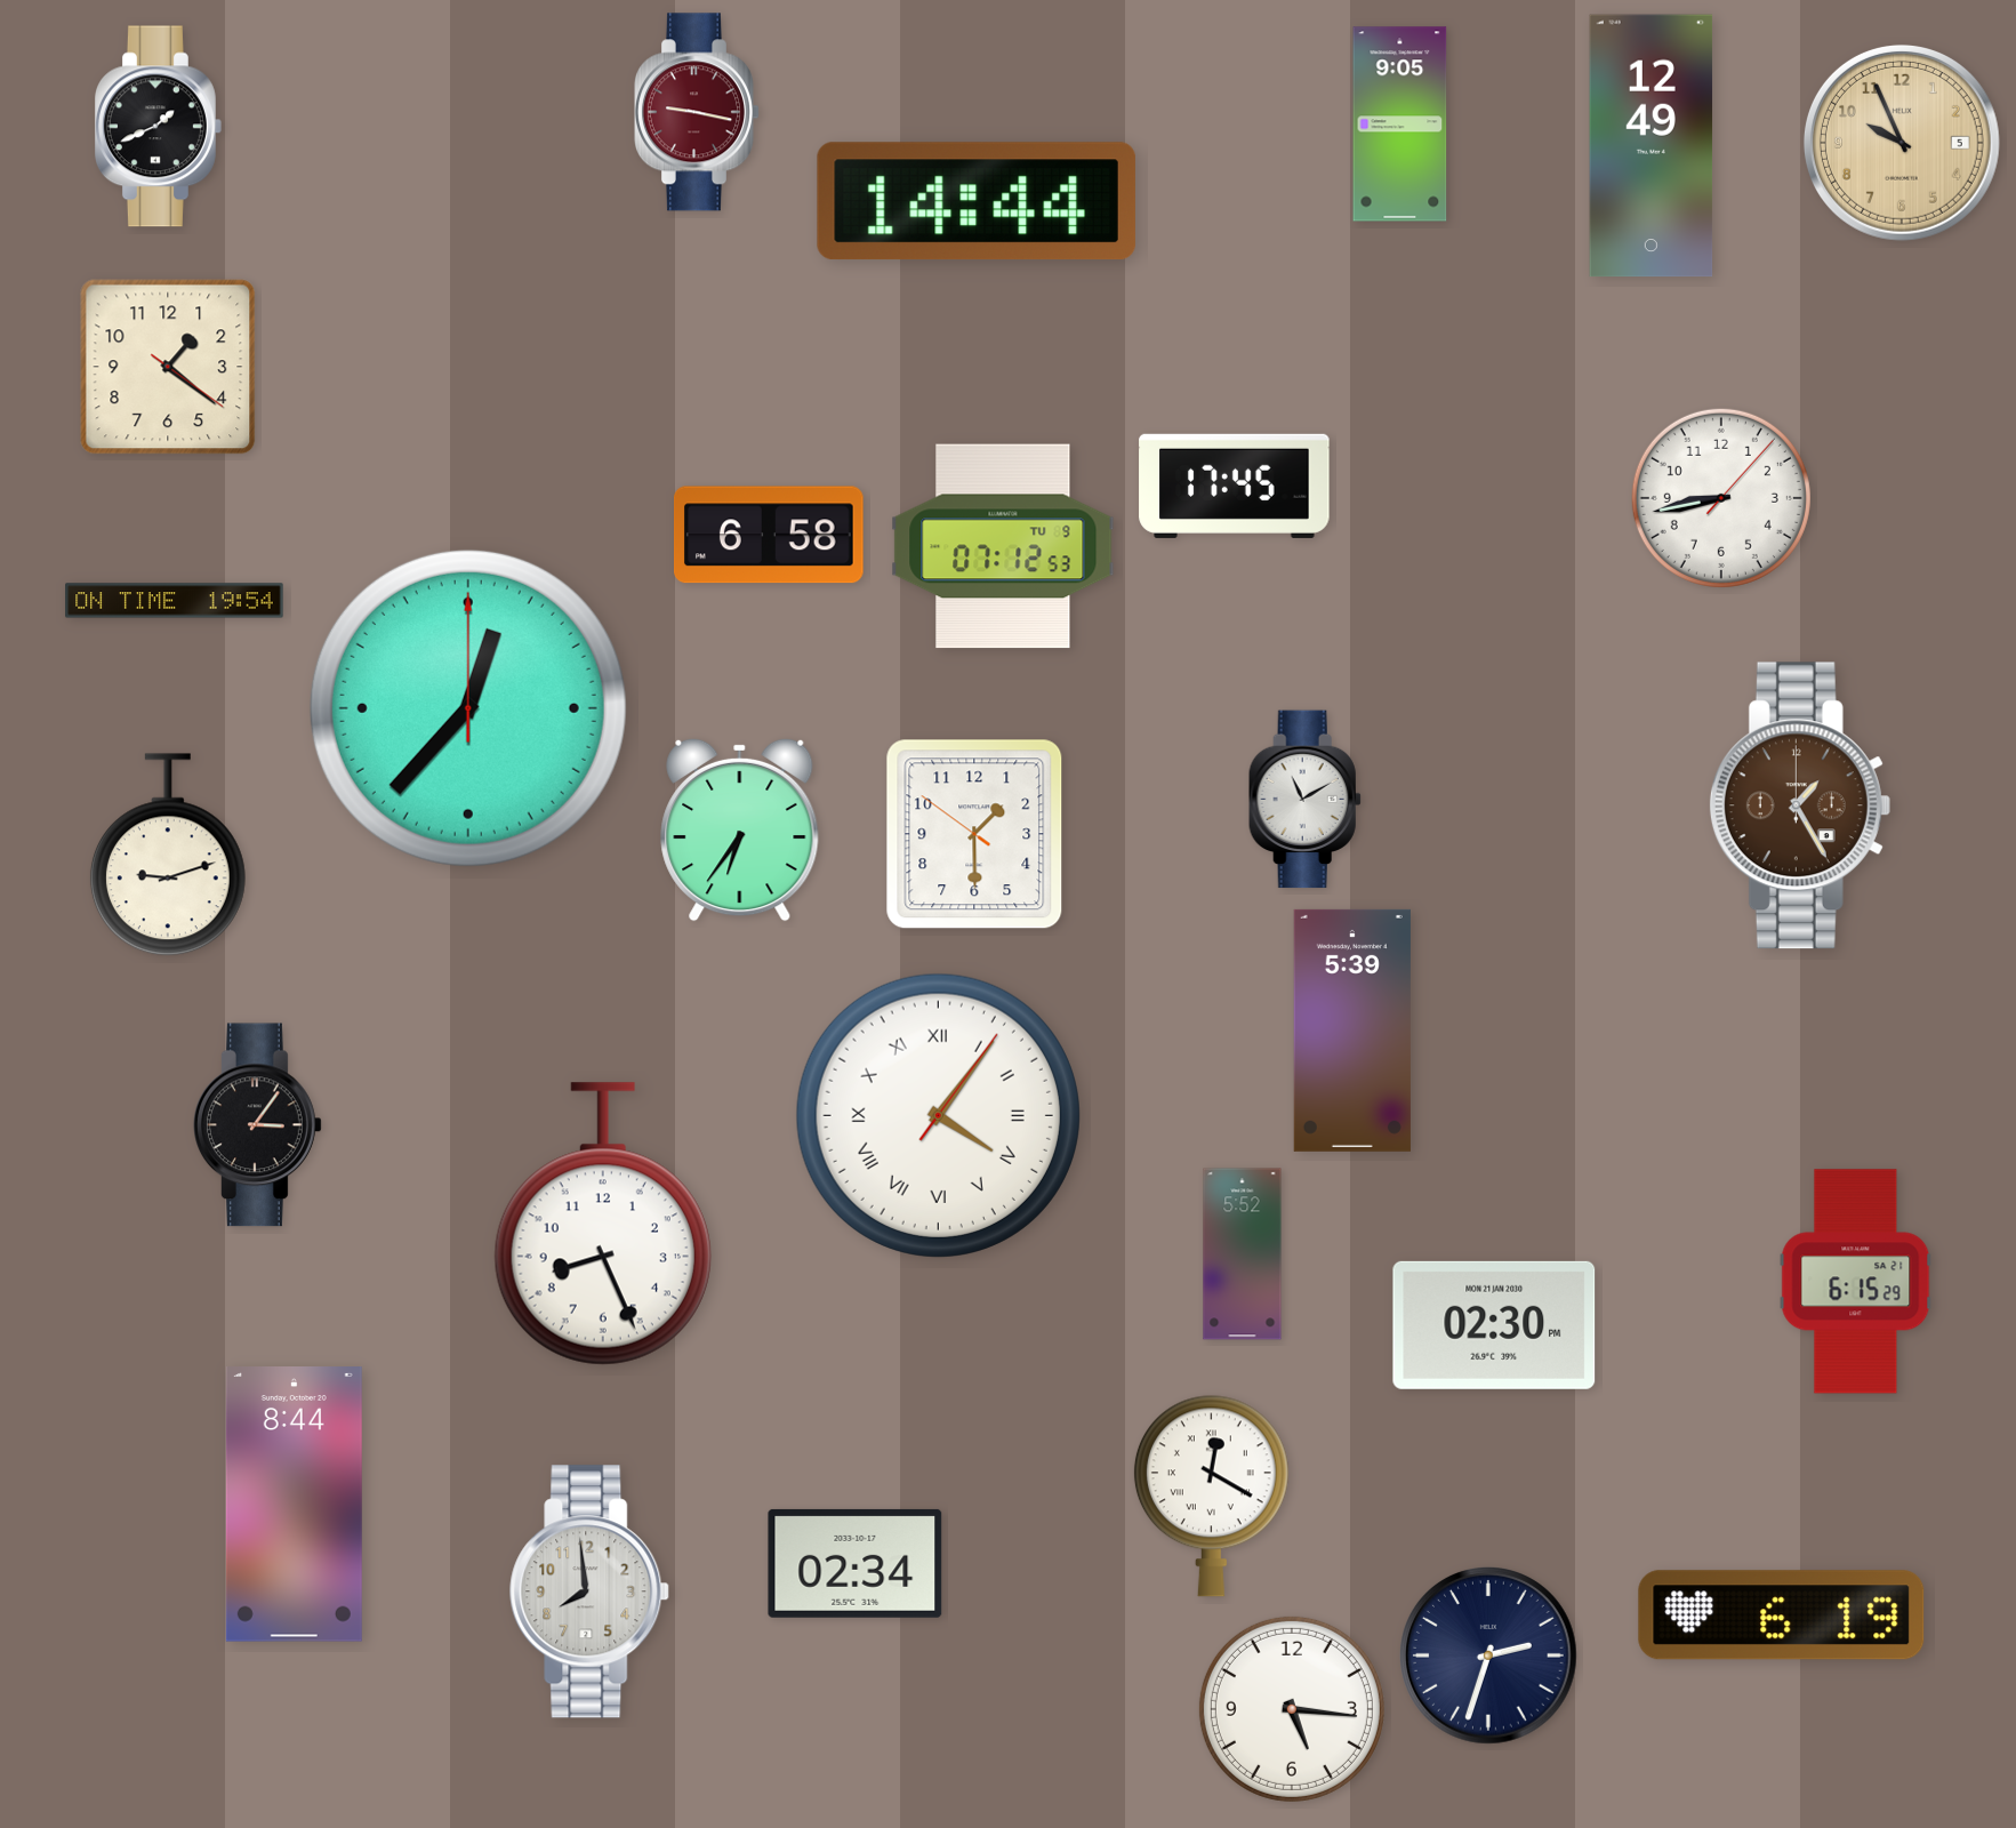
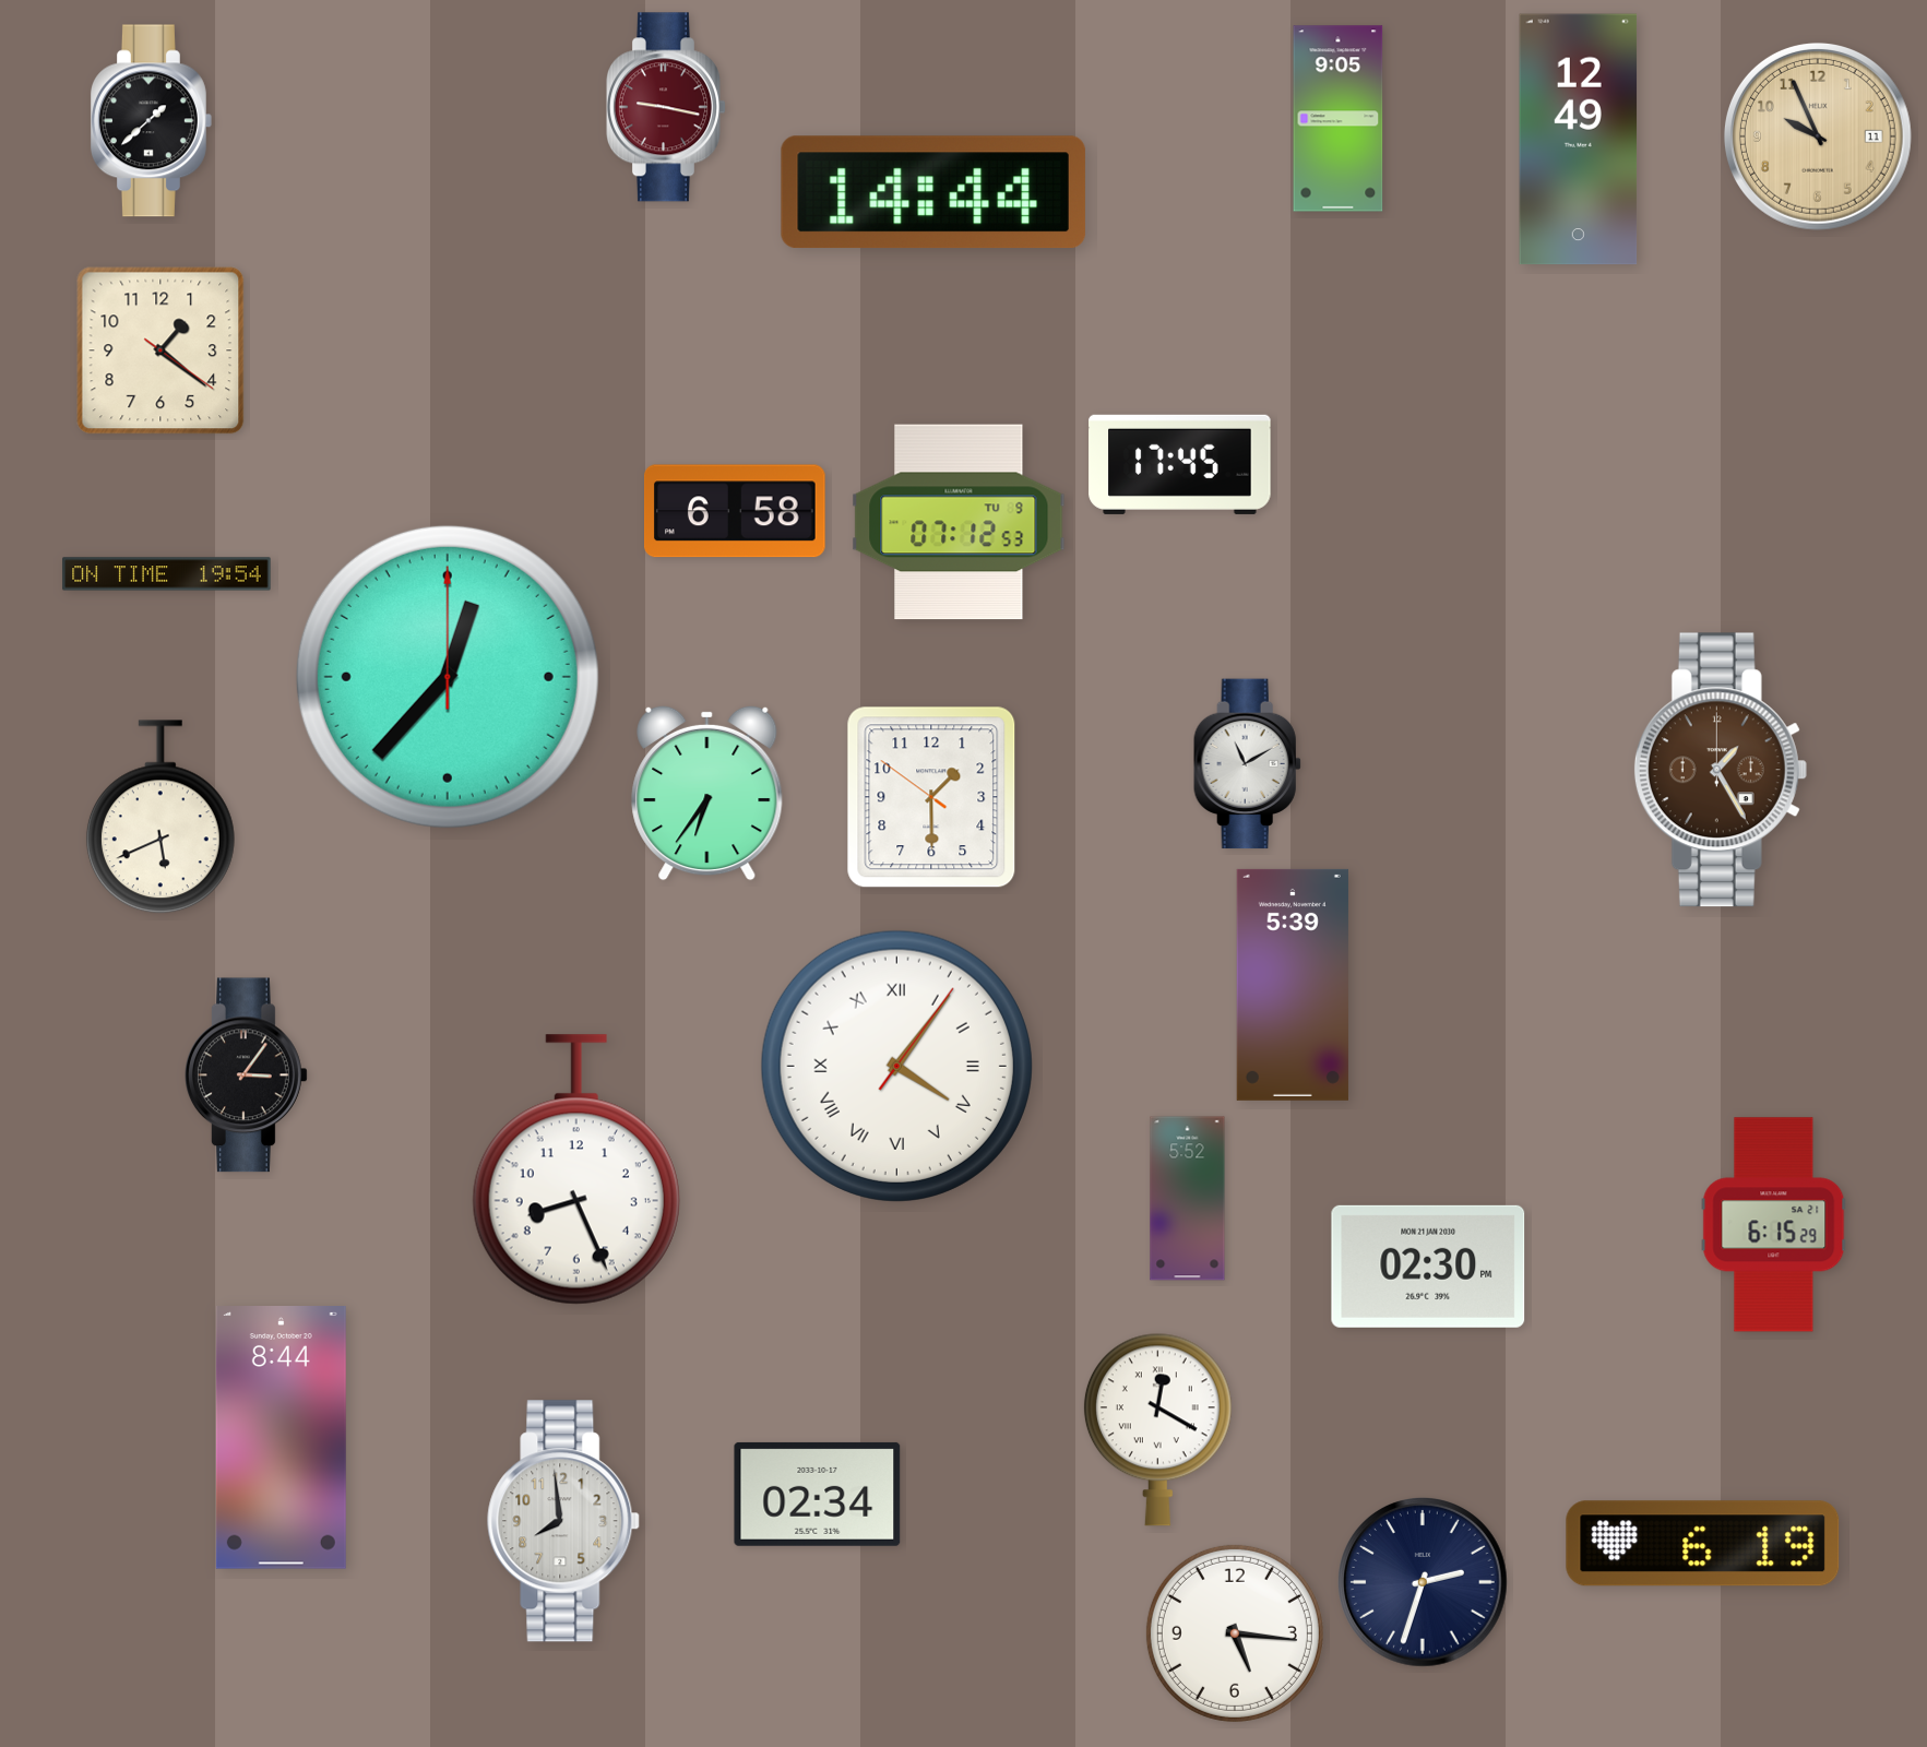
clock at (159, 127): 1:41 -> 1:38
clock at (1902, 143) date: 5 -> 11
clock at (1721, 498): 8:43 -> none
clock at (168, 855): 9:12 -> 5:41
